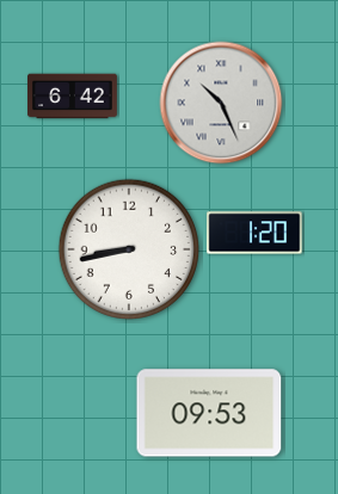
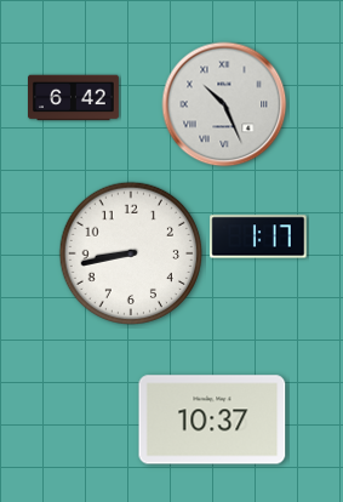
clock at (254, 233): 1:20 -> 1:17
clock at (209, 413): 09:53 -> 10:37
